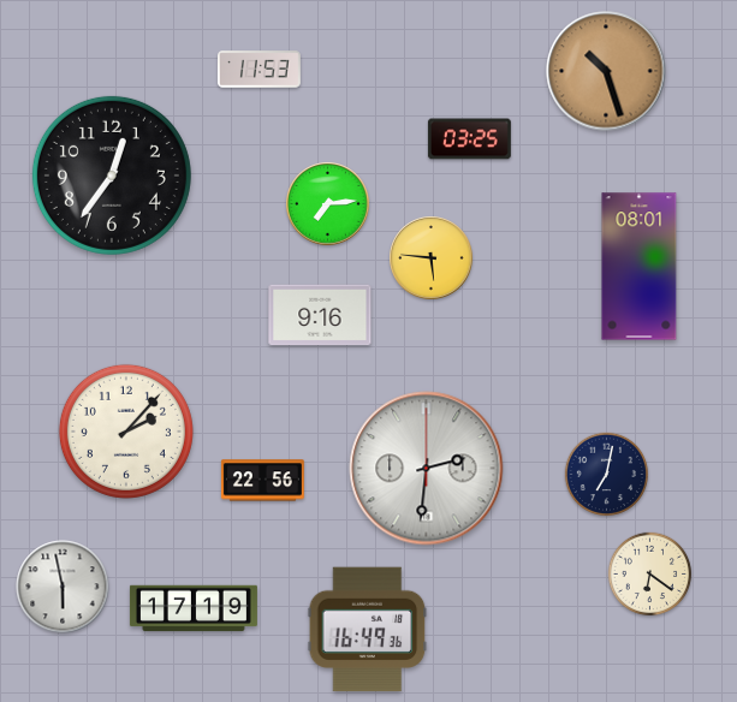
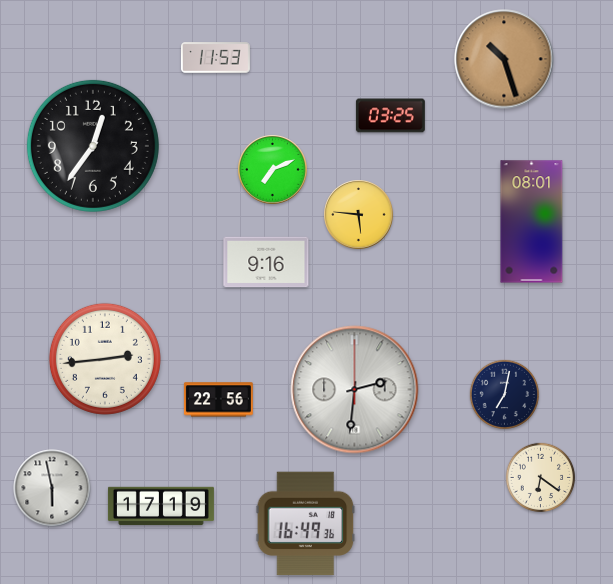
clock at (328, 204): 7:14 -> 7:11
clock at (126, 432): 2:07 -> 2:44
